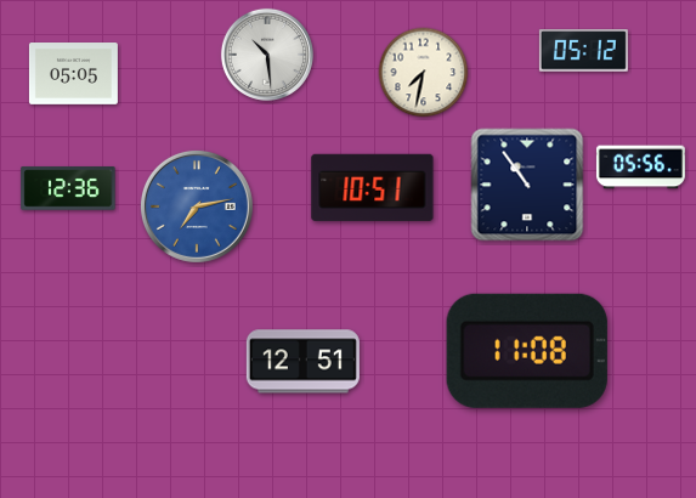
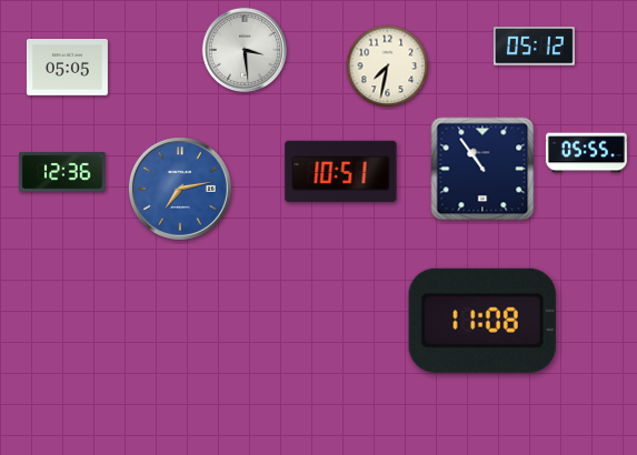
clock at (267, 55): 10:29 -> 3:29
clock at (640, 168): 05:56 -> 05:55
clock at (302, 362): 12:51 -> none
